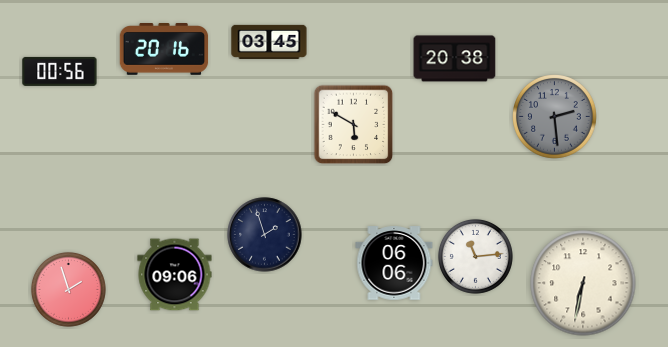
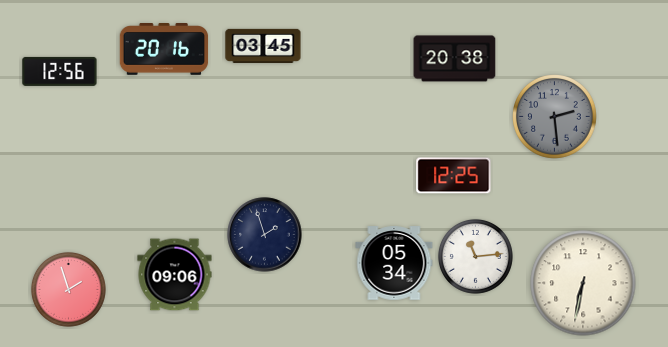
clock at (269, 42) position: (269, 42) -> (263, 46)
clock at (60, 71): 00:56 -> 12:56
clock at (354, 125): 5:50 -> none
clock at (454, 176): none -> 12:25
clock at (394, 263): 06:06 -> 05:34
